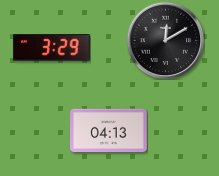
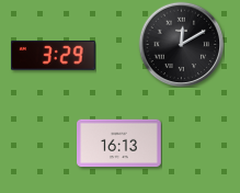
clock at (51, 48) position: (51, 48) -> (53, 56)
clock at (109, 131): 04:13 -> 16:13
